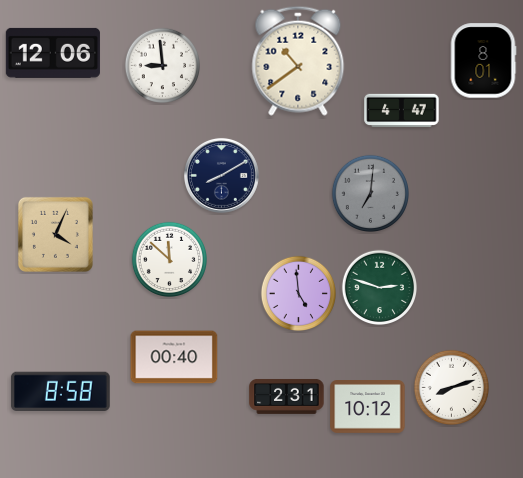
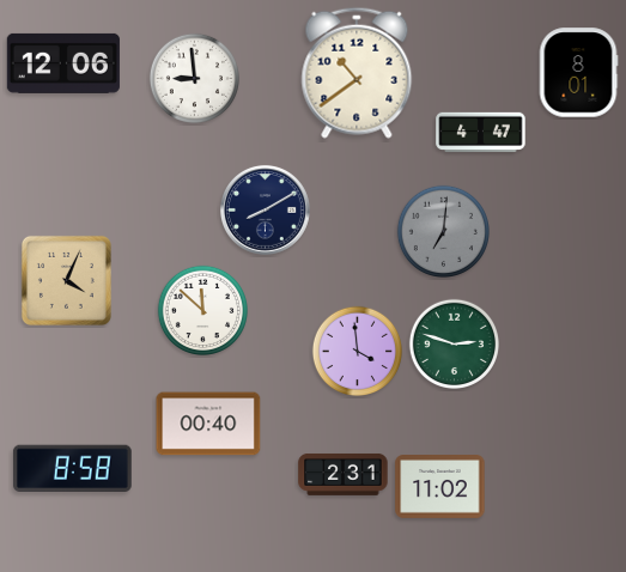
clock at (299, 294): 4:59 -> 3:59
clock at (174, 357) position: (174, 357) -> (208, 424)
clock at (452, 388): 8:12 -> none
clock at (368, 407): 10:12 -> 11:02
